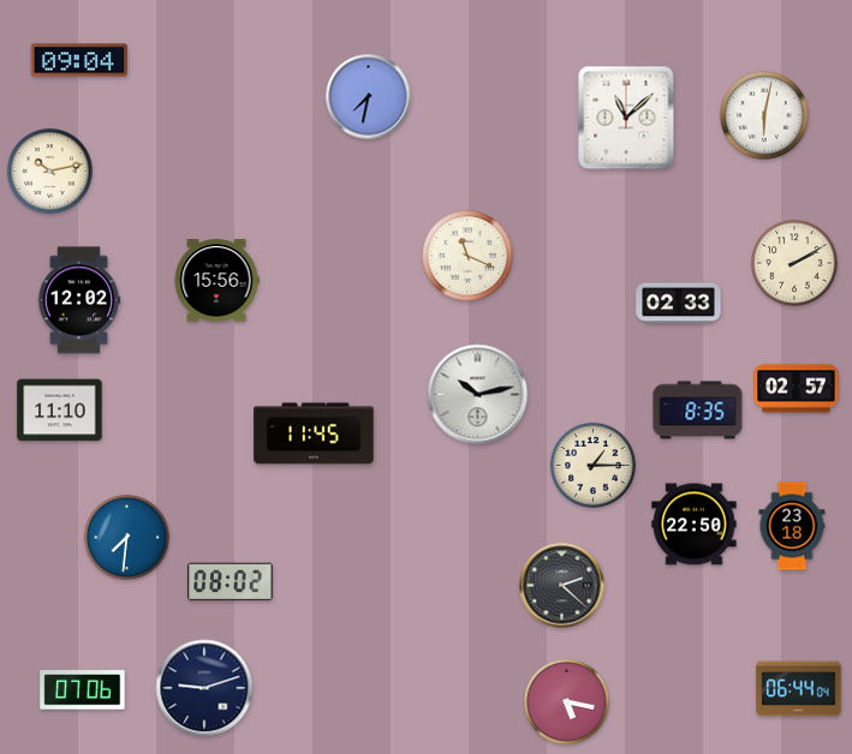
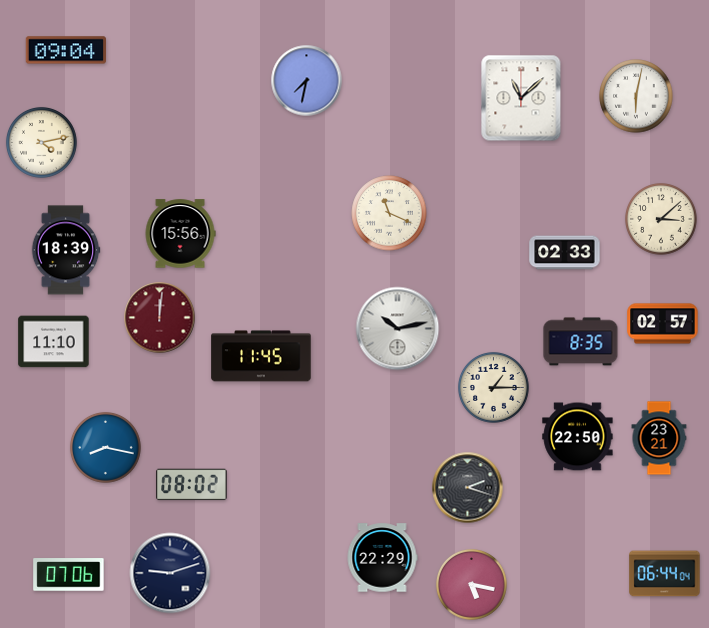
clock at (49, 170): 10:13 -> 4:13
clock at (796, 264): 2:10 -> 3:08
clock at (79, 300): 12:02 -> 18:39
clock at (160, 318): none -> 12:01
clock at (60, 411) position: (60, 411) -> (54, 342)
clock at (314, 433) position: (314, 433) -> (261, 356)
clock at (792, 526): 23:18 -> 23:21
clock at (126, 537): 7:31 -> 8:17
clock at (562, 586): 2:22 -> 2:18
clock at (382, 558): none -> 22:29
